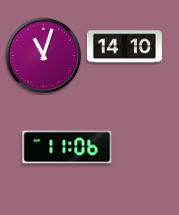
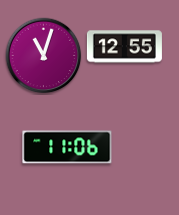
clock at (124, 47): 14:10 -> 12:55
